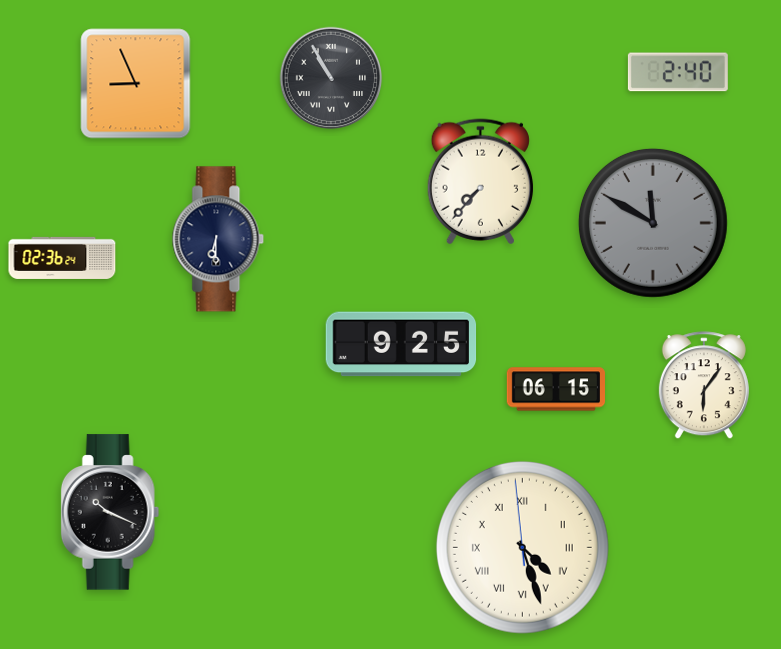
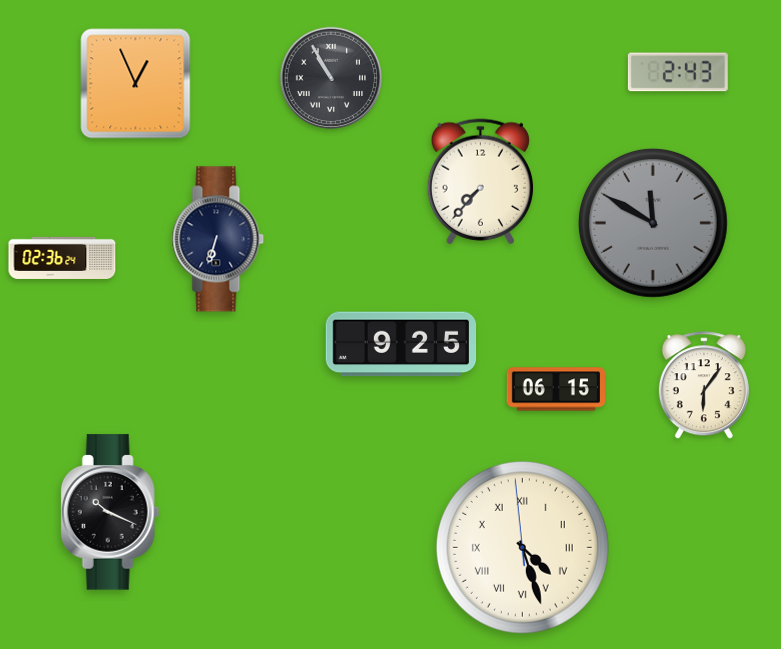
clock at (678, 72): 2:40 -> 2:43
clock at (136, 84): 8:56 -> 12:56
clock at (218, 239): 6:30 -> 6:33
